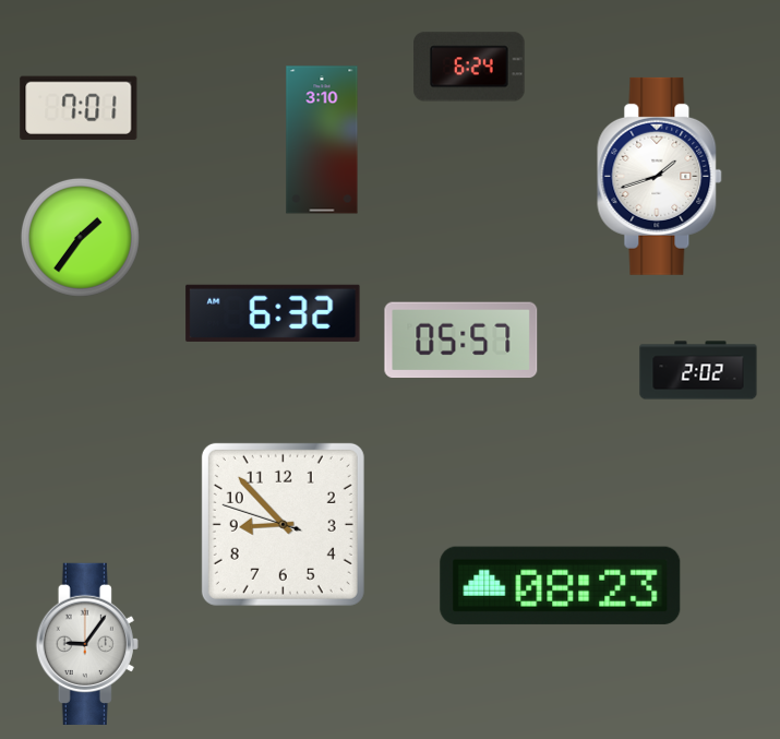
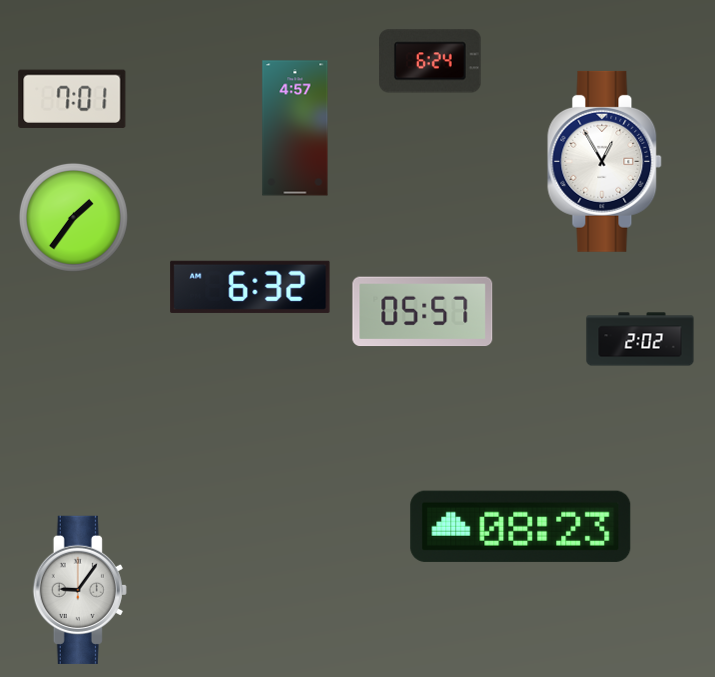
clock at (322, 140): 3:10 -> 4:57
clock at (660, 176): 1:42 -> 12:55
clock at (283, 524): 8:52 -> none
clock at (561, 585) position: (561, 585) -> (521, 526)
